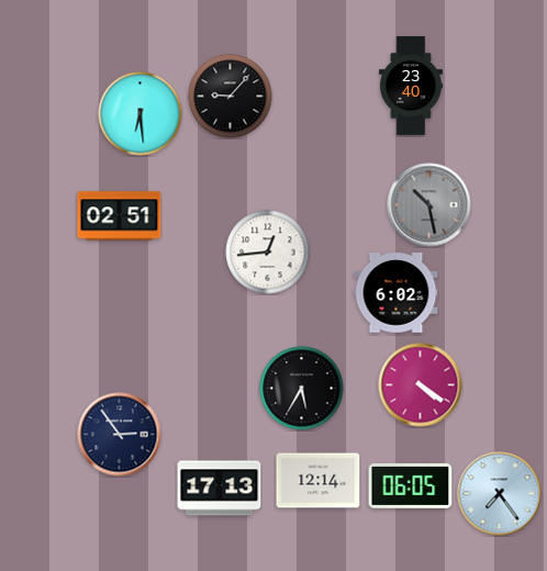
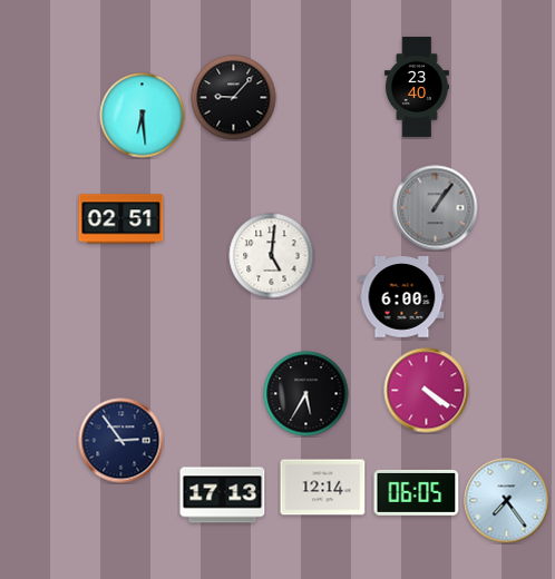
clock at (429, 205): 10:28 -> 1:06
clock at (268, 253): 12:44 -> 5:01
clock at (397, 293): 6:02 -> 6:00
